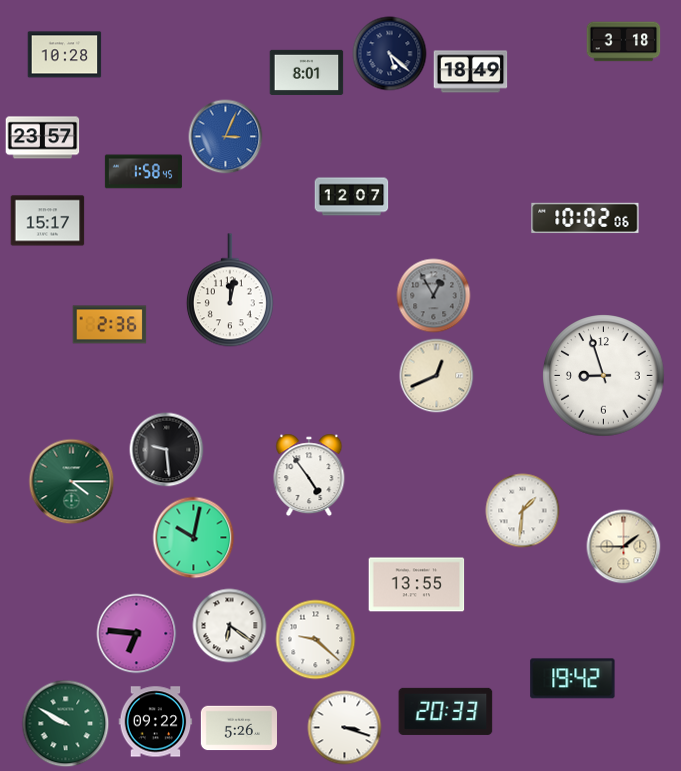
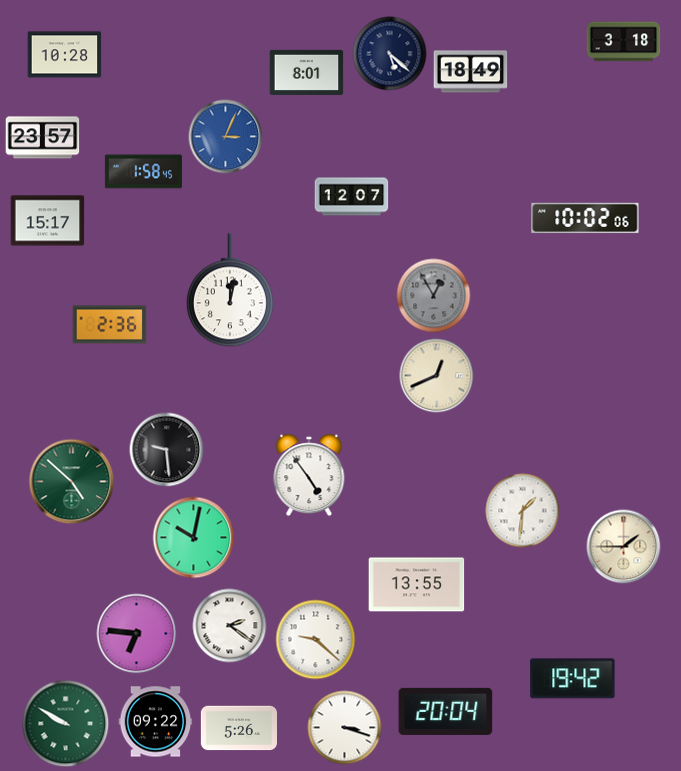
clock at (604, 376): 8:57 -> none
clock at (72, 482): 4:15 -> 4:52
clock at (230, 626): 6:21 -> 2:21
clock at (446, 711): 20:33 -> 20:04
